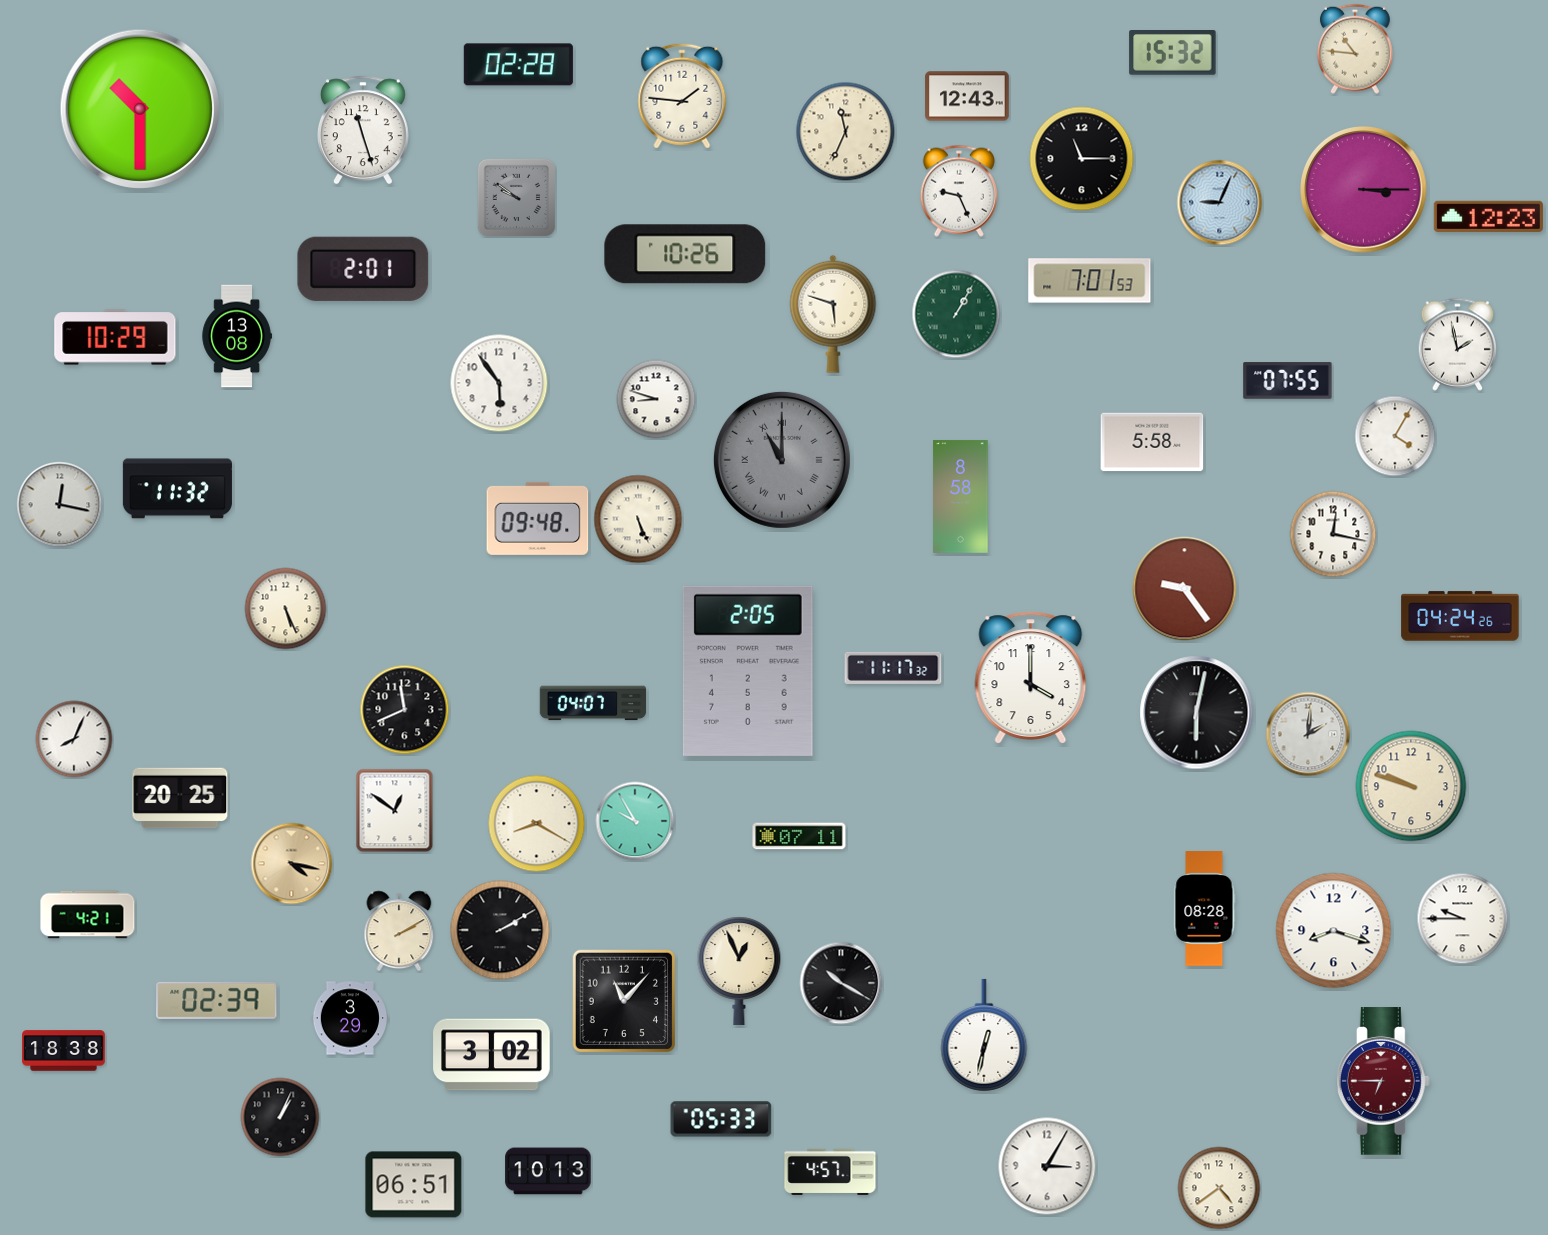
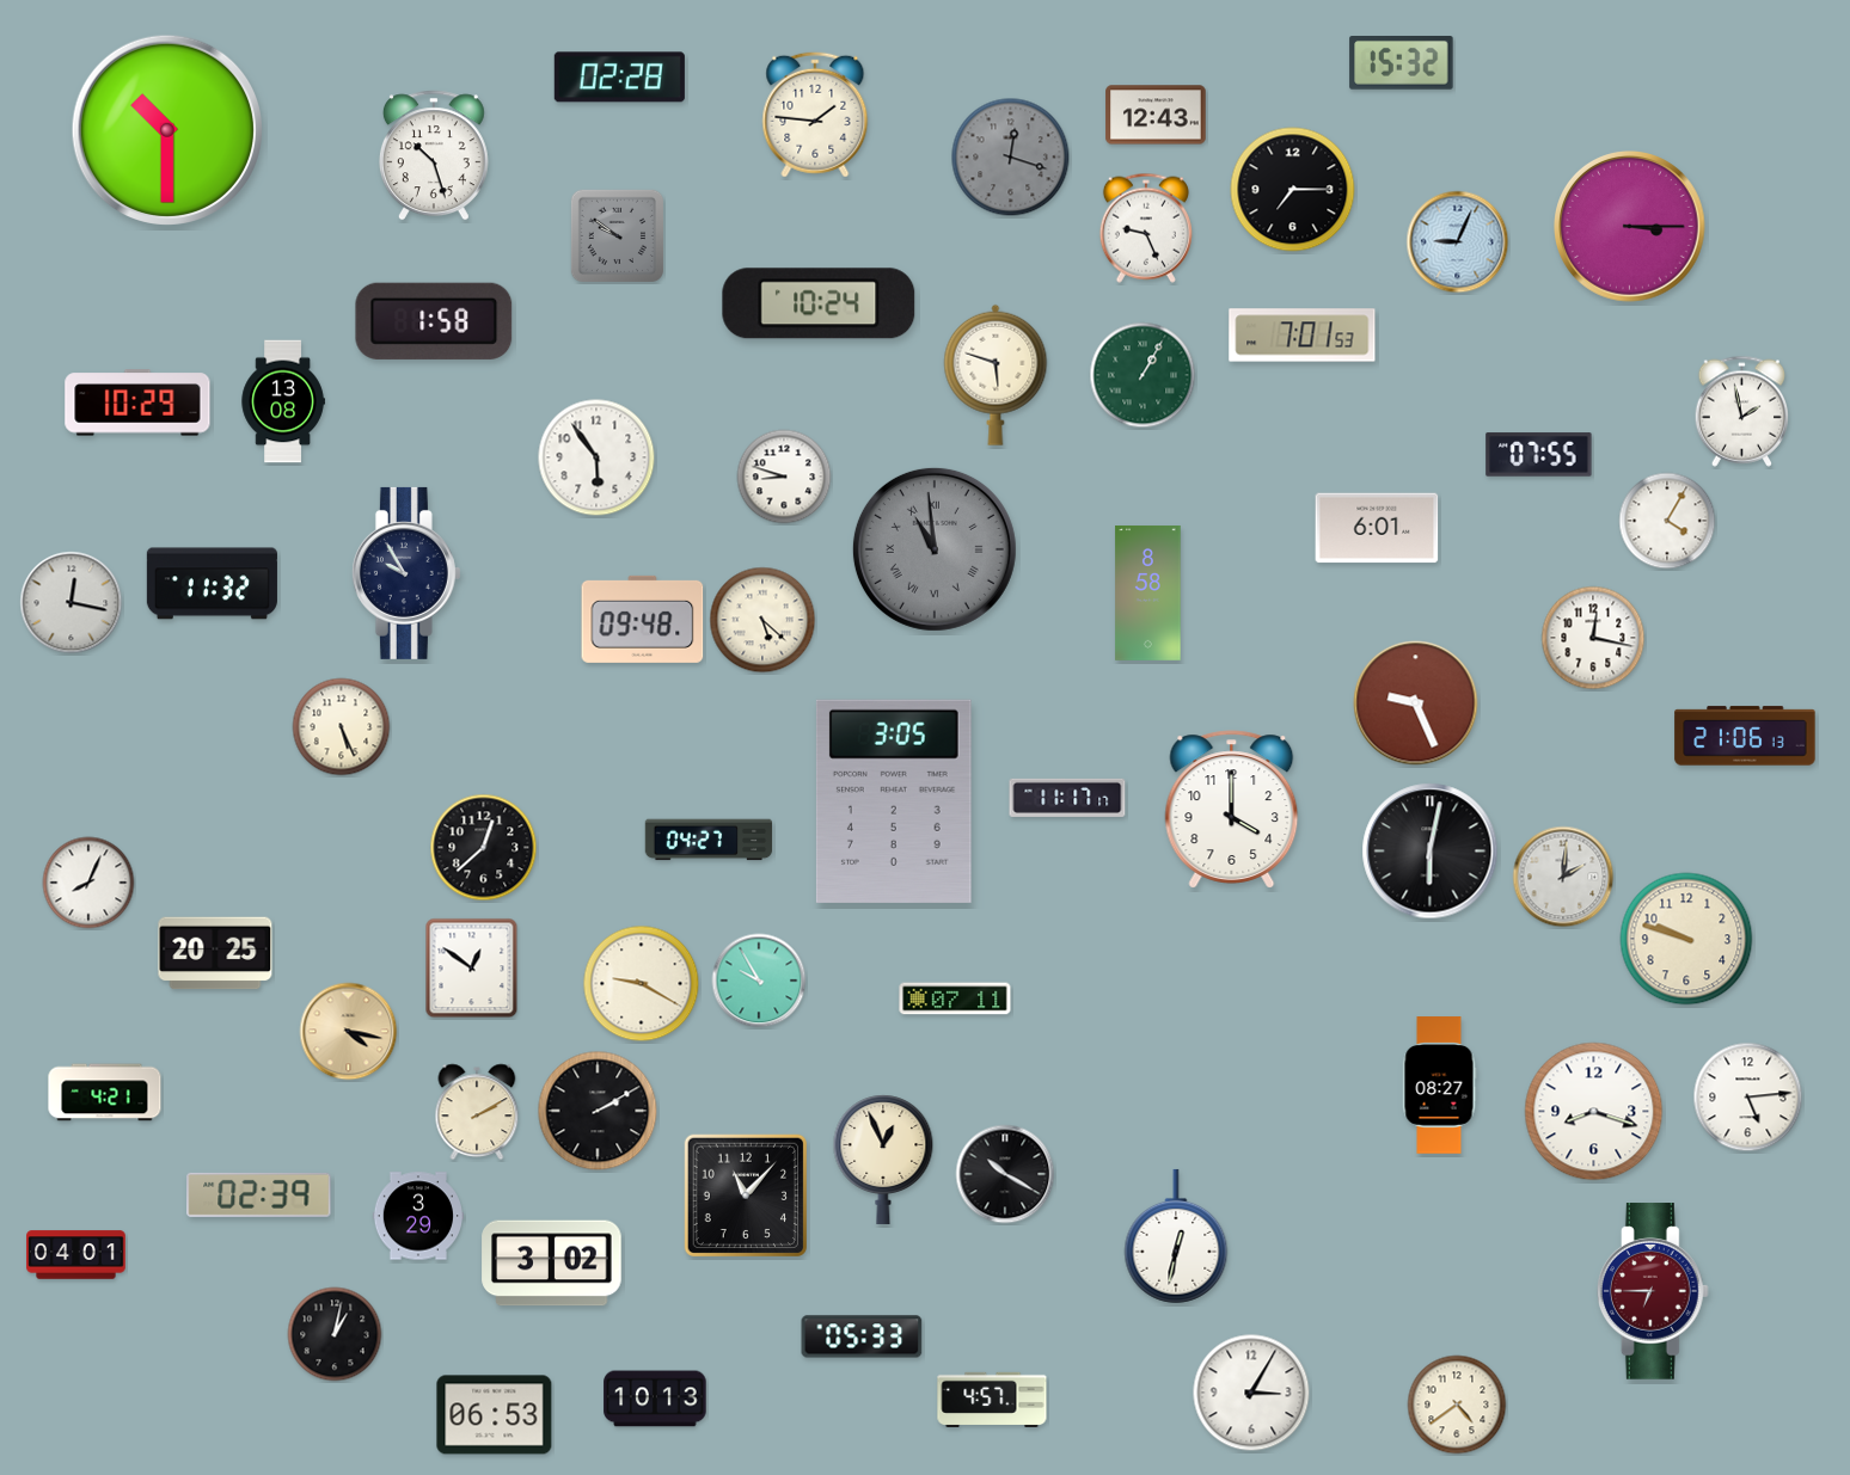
clock at (1355, 49): 10:46 -> none
clock at (363, 130): 11:27 -> 10:27
clock at (846, 132): 11:34 -> 12:18
clock at (846, 132) dial: cream -> grey
clock at (1082, 159): 11:15 -> 7:15
clock at (1488, 216): 12:23 -> none
clock at (685, 254): 10:26 -> 10:24
clock at (363, 269): 2:01 -> 1:58
clock at (1152, 442): 5:58 -> 6:01
clock at (782, 460): 11:00 -> 10:59
clock at (406, 573): none -> 9:55
clock at (638, 519): 5:26 -> 5:22
clock at (1185, 589): 9:24 -> 9:26
clock at (1460, 616): 04:24 -> 21:06
clock at (893, 668): 11:17:32 -> 11:17:17
clock at (748, 671): 2:05 -> 3:05
clock at (593, 703): 04:07 -> 04:27
clock at (405, 710): 11:41 -> 12:38
clock at (537, 824): 8:20 -> 9:20
clock at (1204, 909): 08:28 -> 08:27
clock at (1463, 919): 9:45 -> 5:14
clock at (64, 1051): 18:38 -> 04:01
clock at (492, 1055) position: (492, 1055) -> (552, 1264)
clock at (280, 1117): 1:04 -> 1:02
clock at (414, 1185): 06:51 -> 06:53
clock at (1219, 1188) position: (1219, 1188) -> (1457, 1405)
